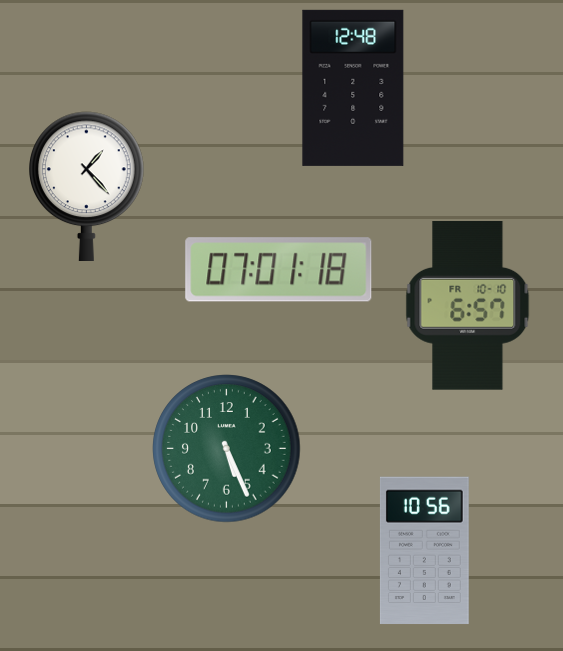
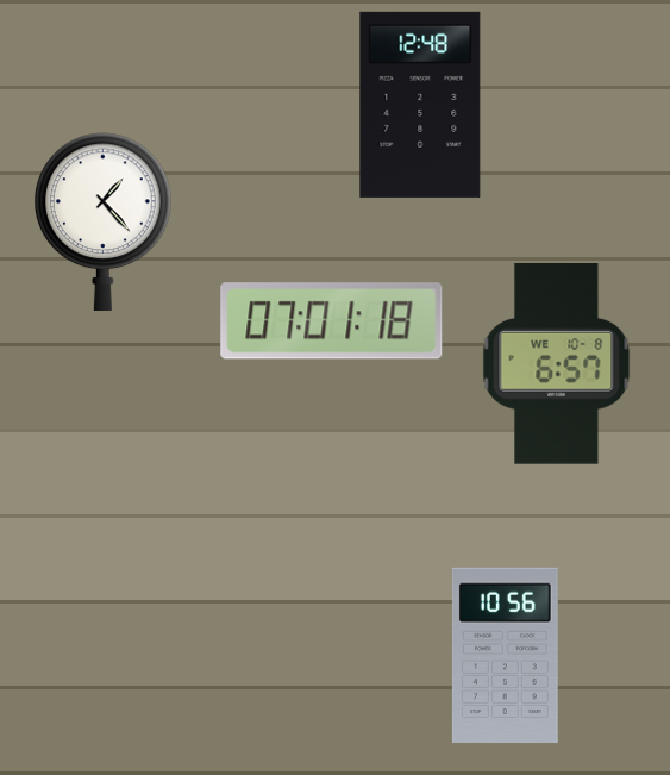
clock at (468, 306) date: FR 10-10 -> WE 10-8
clock at (227, 449): 5:26 -> none
